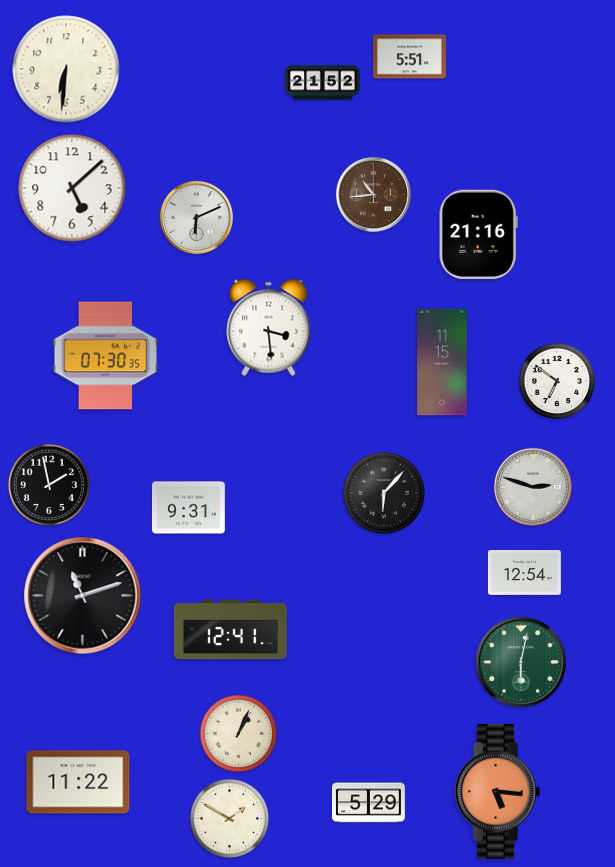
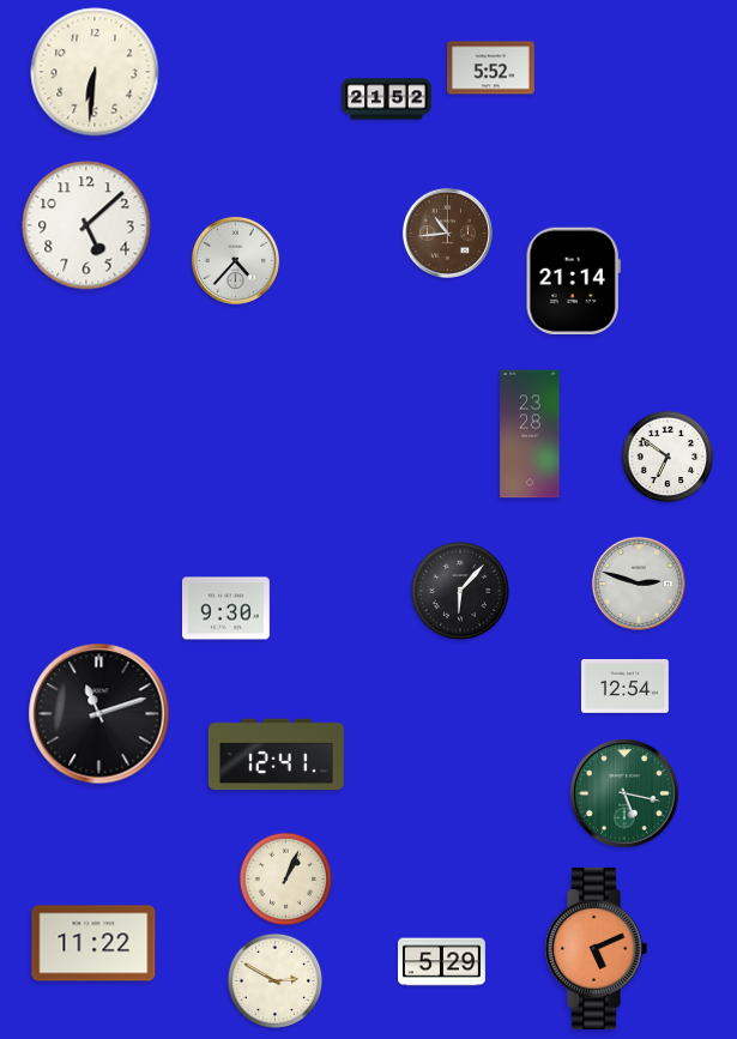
clock at (409, 57): 5:51 -> 5:52
clock at (66, 69) position: (66, 69) -> (95, 72)
clock at (196, 217): 6:11 -> 4:37
clock at (478, 234): 21:16 -> 21:14
clock at (269, 327): 3:29 -> none
clock at (106, 356): 07:30 -> none
clock at (442, 362): 11:15 -> 23:28
clock at (49, 485): 1:58 -> none
clock at (188, 508): 9:31 -> 9:30
clock at (524, 573) position: (524, 573) -> (624, 687)
clock at (521, 662): 6:02 -> 5:17
clock at (78, 782) position: (78, 782) -> (93, 943)
clock at (497, 791): 5:16 -> 5:11
clock at (230, 819): 1:50 -> 2:50
